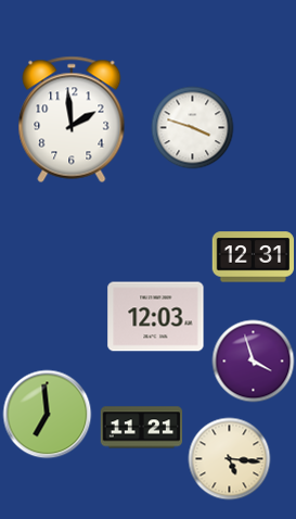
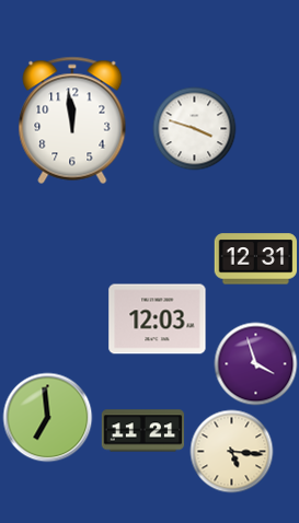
clock at (72, 119): 1:59 -> 11:59
clock at (230, 459) position: (230, 459) -> (232, 452)
